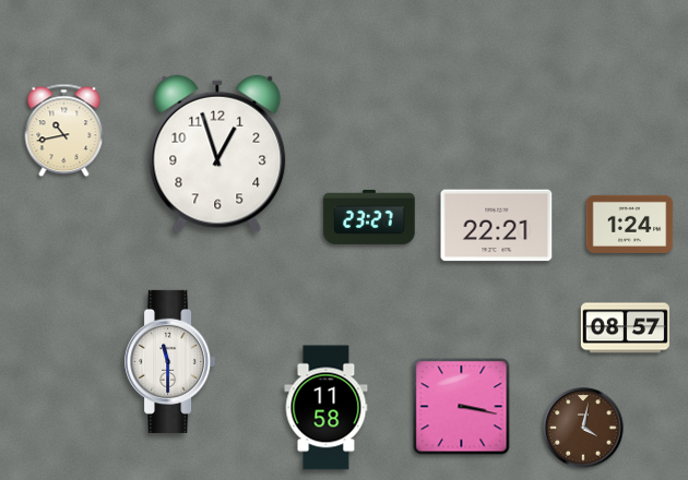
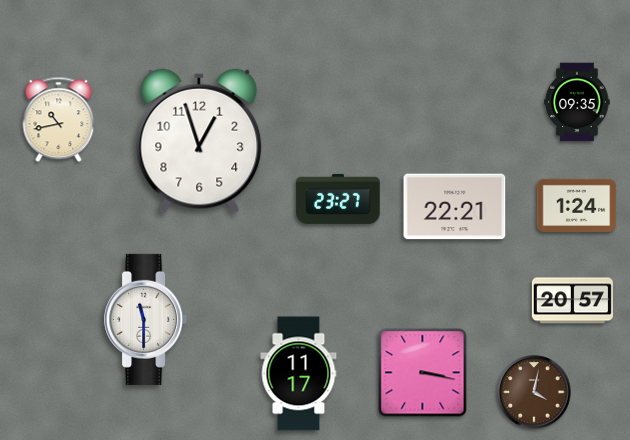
clock at (577, 102): none -> 09:35
clock at (625, 328): 08:57 -> 20:57
clock at (170, 361) position: (170, 361) -> (146, 319)
clock at (327, 408): 11:58 -> 11:17
